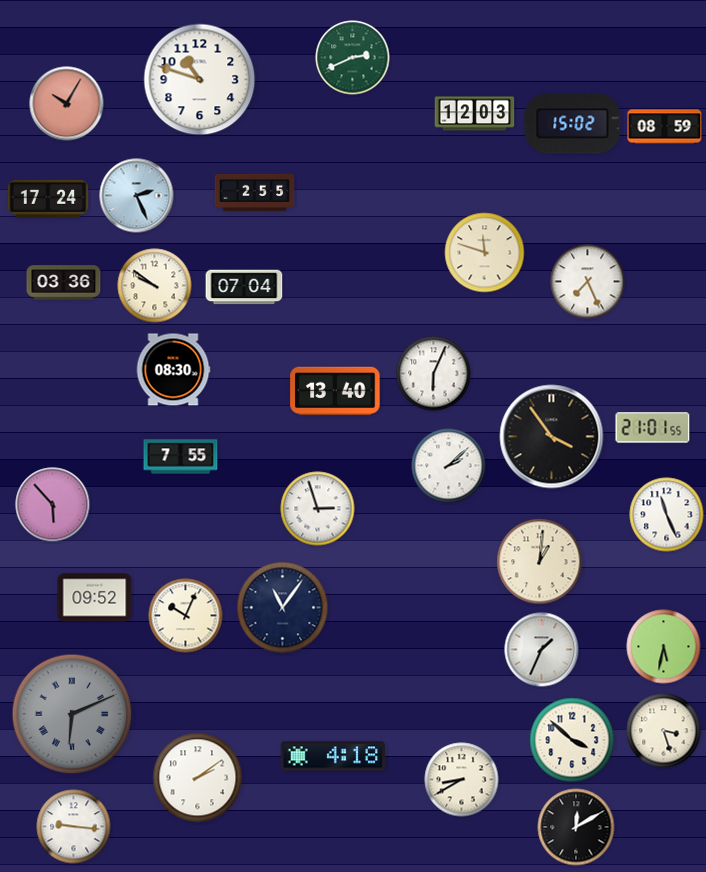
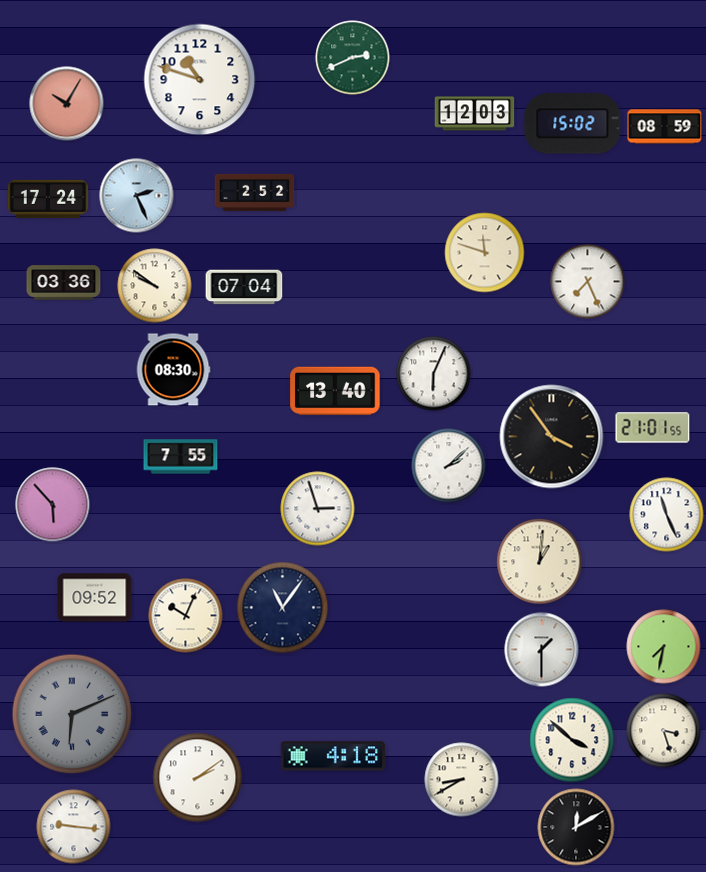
clock at (255, 192): 2:55 -> 2:52
clock at (664, 647): 5:32 -> 7:32
clock at (542, 650): 1:34 -> 1:30
